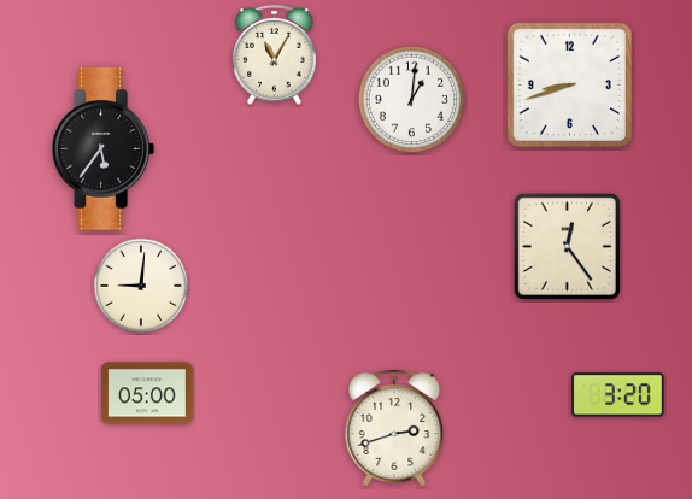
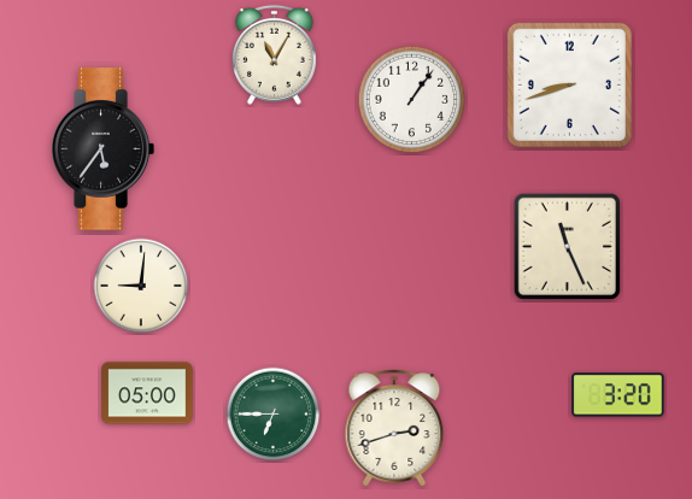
clock at (412, 100): 1:01 -> 1:06
clock at (567, 246): 12:24 -> 11:26
clock at (274, 415): none -> 6:45
